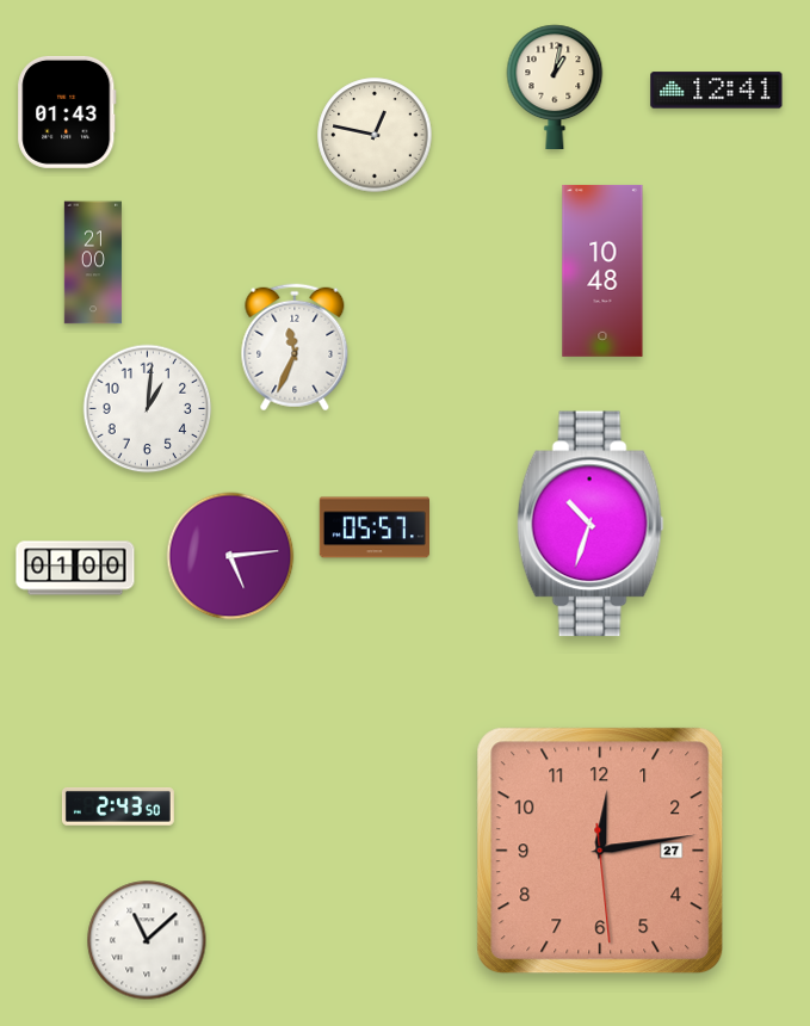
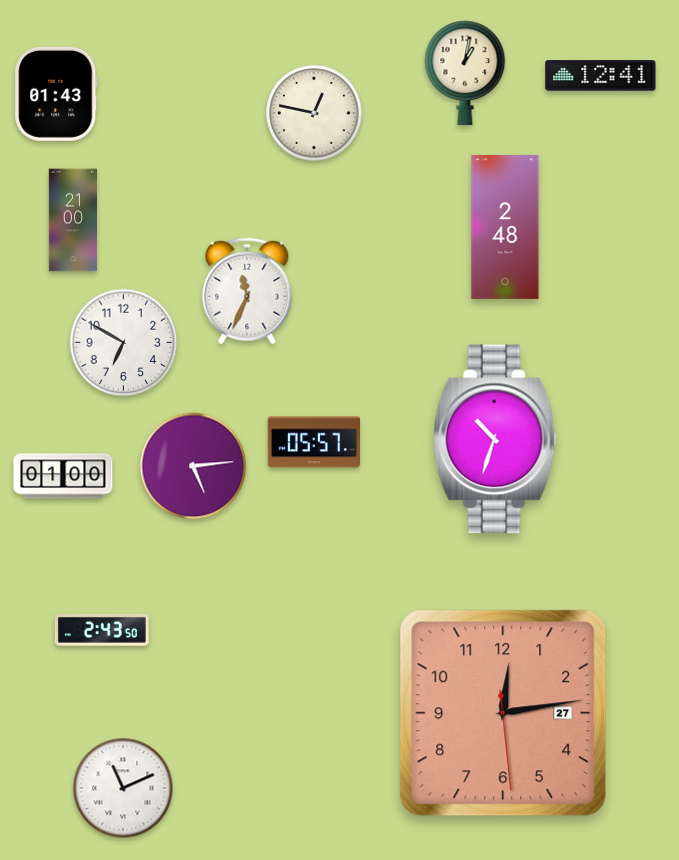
clock at (92, 262) position: (92, 262) -> (72, 220)
clock at (602, 271): 10:48 -> 2:48
clock at (148, 409): 1:01 -> 6:50
clock at (118, 806) position: (118, 806) -> (102, 630)
clock at (147, 940): 11:08 -> 11:11
